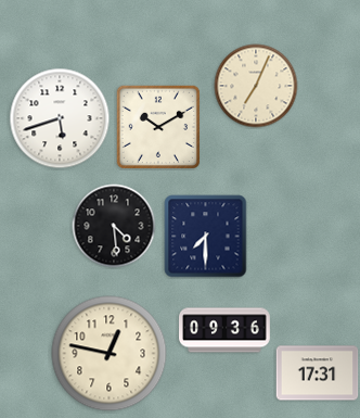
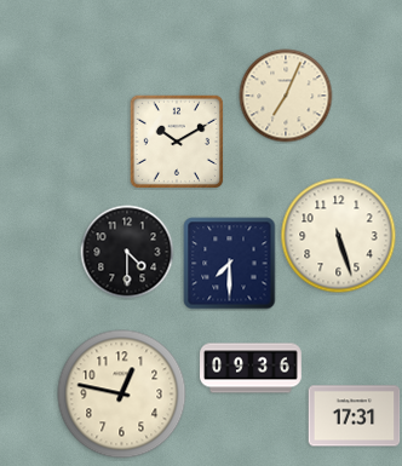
clock at (60, 118): 5:42 -> none
clock at (339, 236): none -> 5:27
clock at (114, 226): 4:29 -> 4:30
